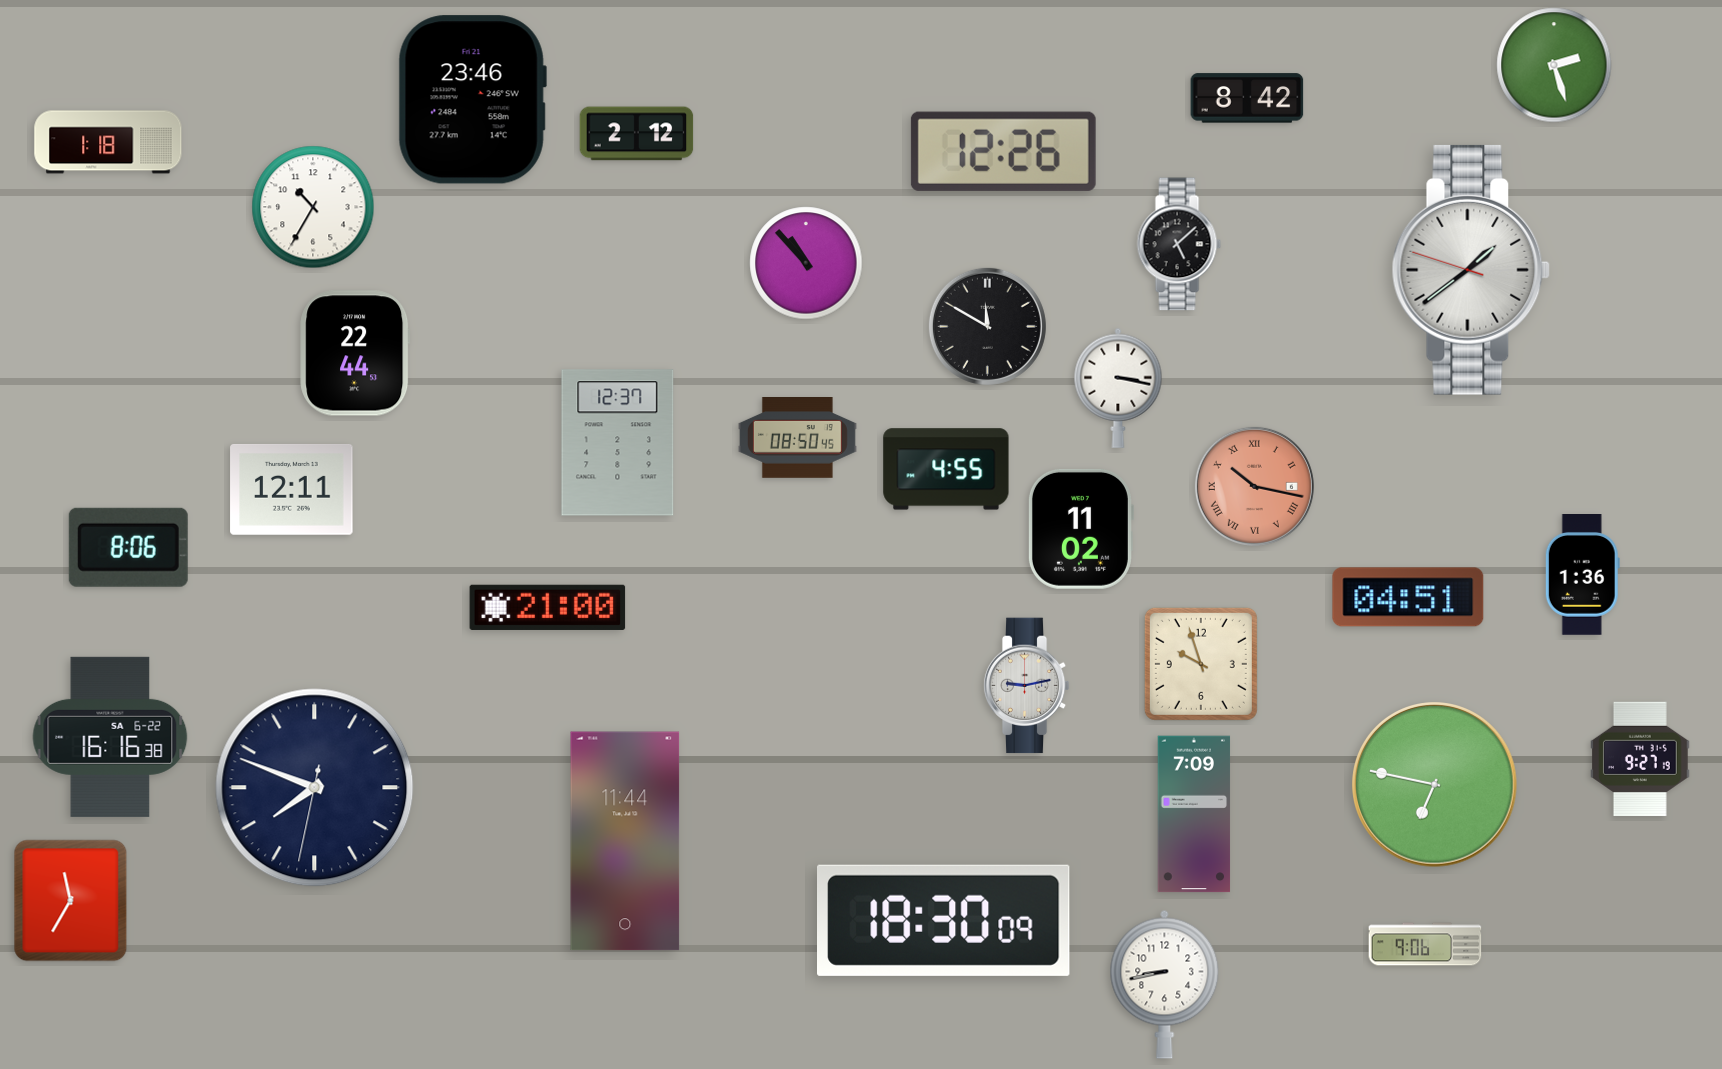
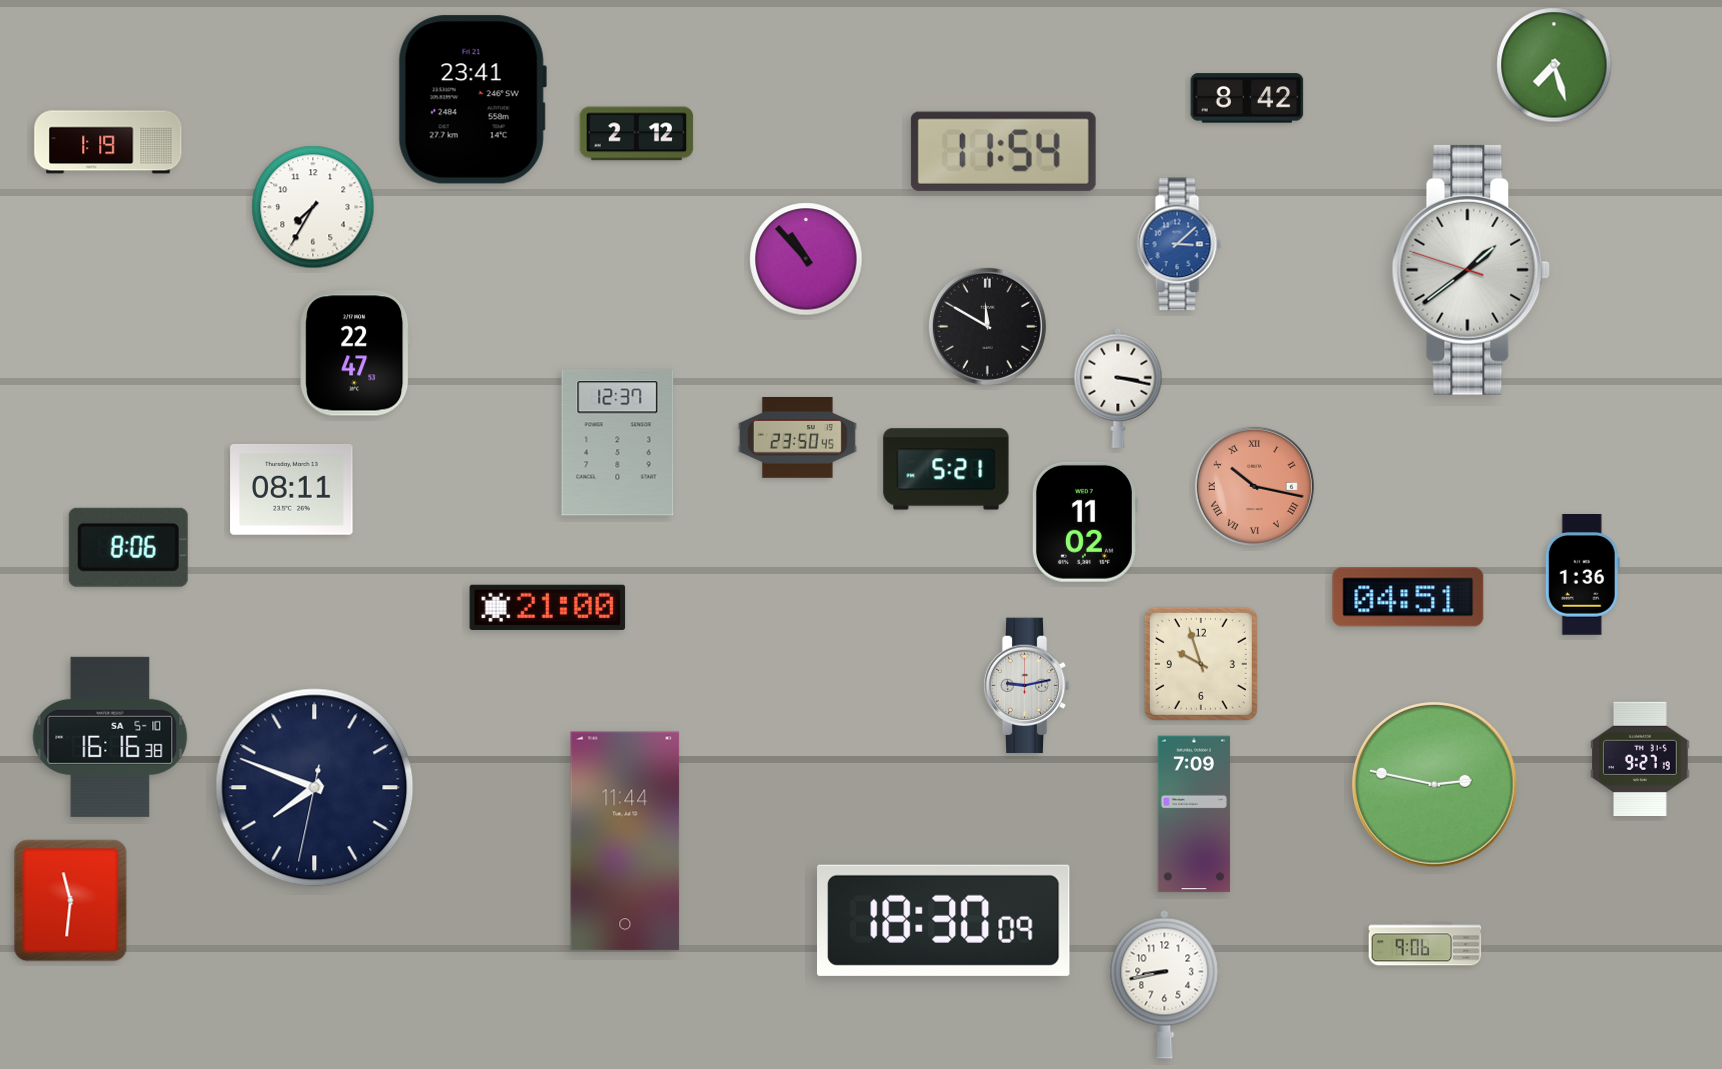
clock at (1554, 65): 2:27 -> 7:27
clock at (472, 100): 23:46 -> 23:41
clock at (108, 142): 1:18 -> 1:19
clock at (1003, 151): 12:26 -> 11:54
clock at (313, 207): 10:35 -> 7:35
clock at (1179, 244): 5:08 -> 3:08
clock at (1179, 244) dial: black -> blue
clock at (806, 263) position: (806, 263) -> (806, 259)
clock at (355, 353): 22:44 -> 22:47
clock at (797, 438): 08:50 -> 23:50
clock at (946, 469): 4:55 -> 5:21
clock at (292, 489): 12:11 -> 08:11
clock at (1080, 529) position: (1080, 529) -> (1084, 522)
clock at (110, 737) date: SA 6-22 -> SA 5-10
clock at (1435, 785): 6:47 -> 2:47
clock at (71, 901): 11:35 -> 11:31
